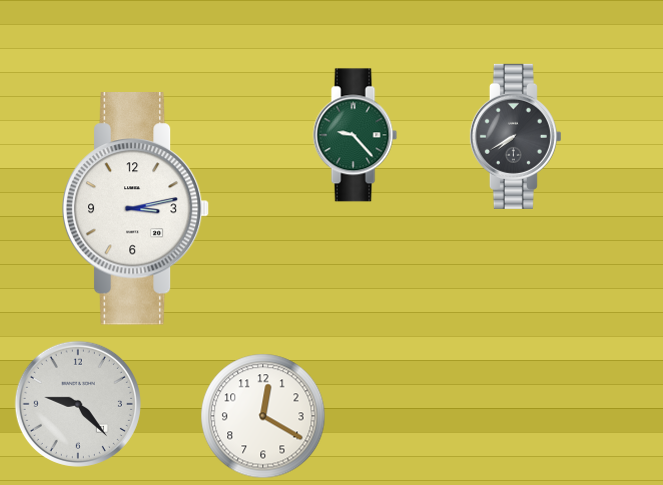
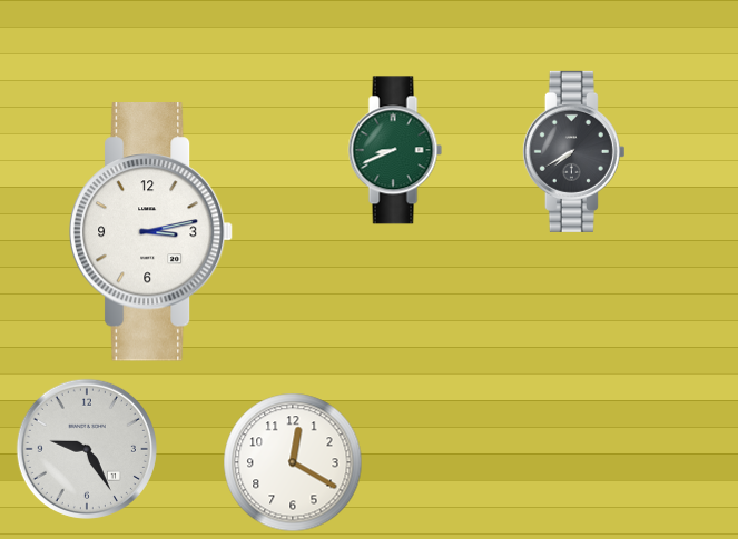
clock at (355, 135): 9:23 -> 8:41
clock at (78, 404): 9:23 -> 9:25
